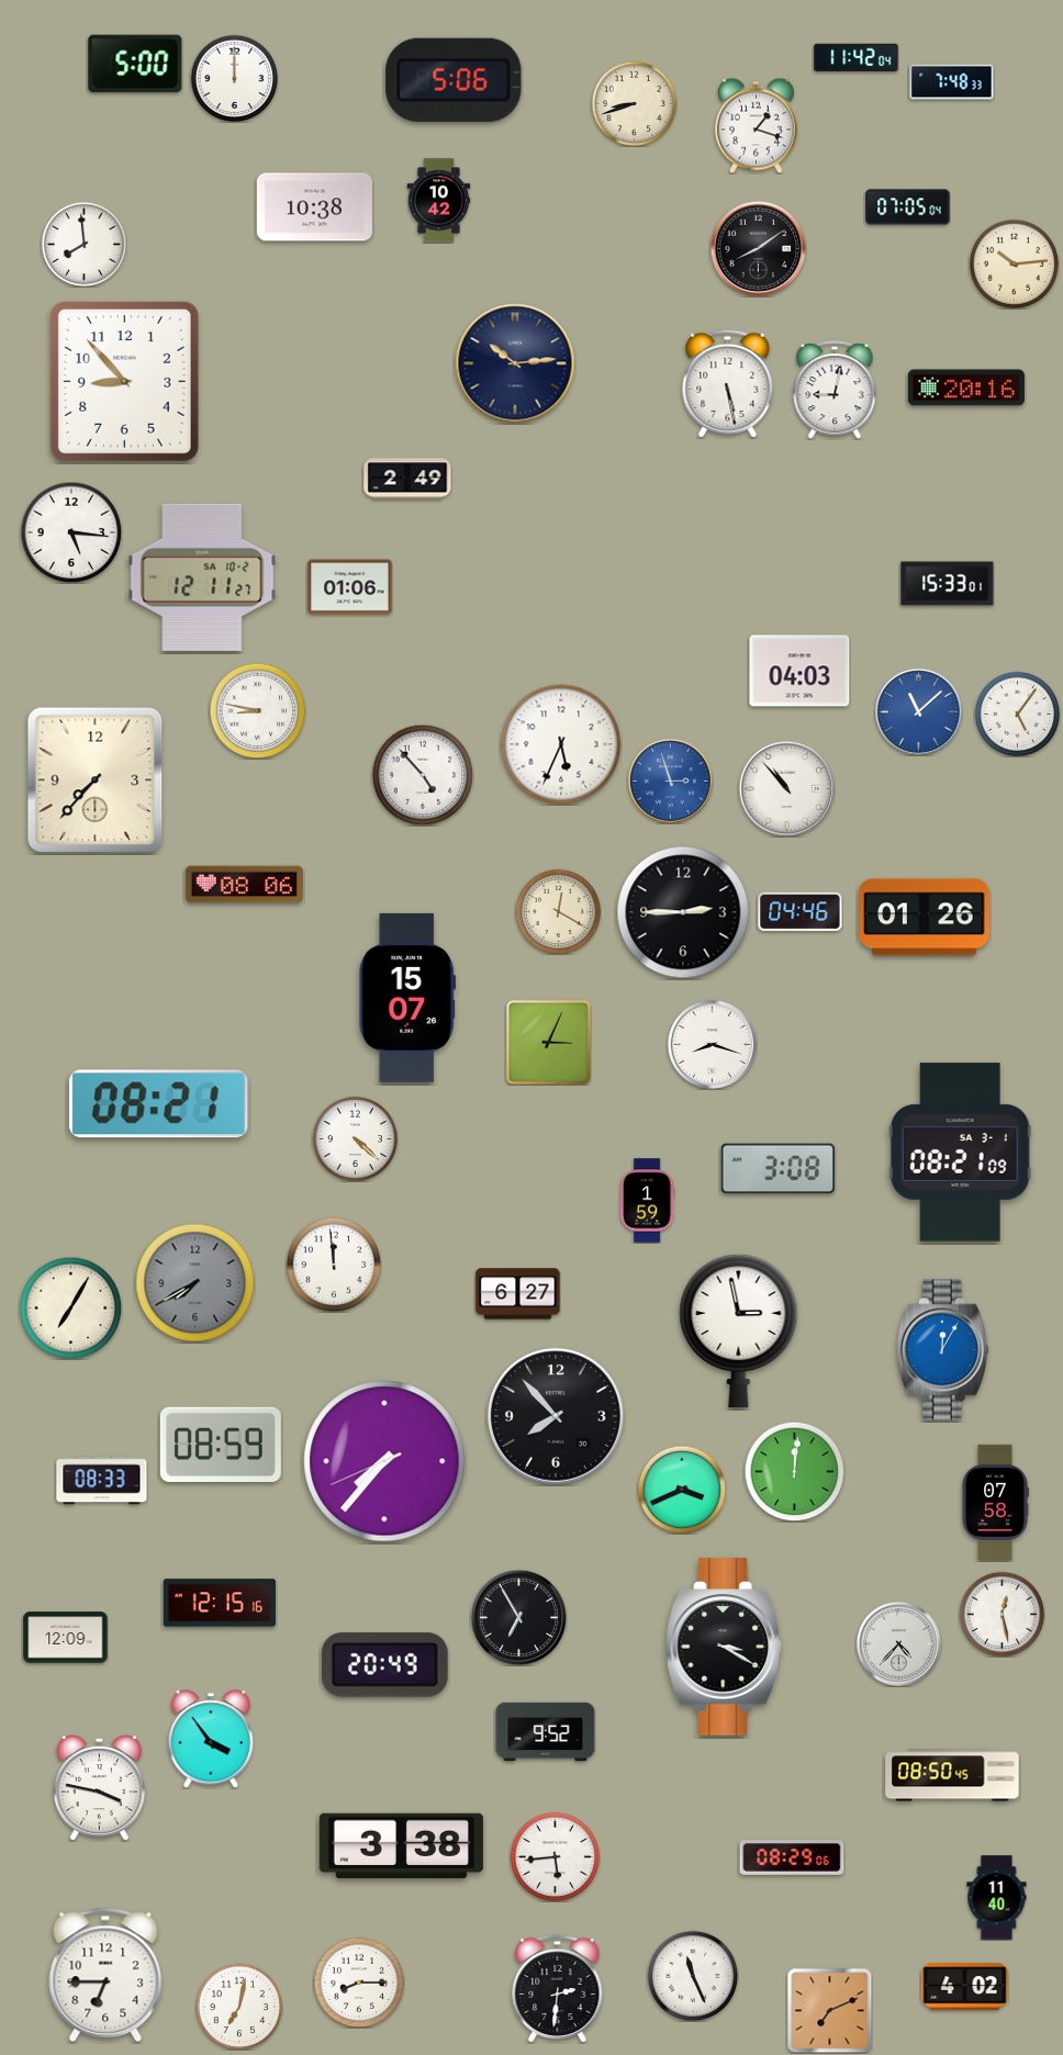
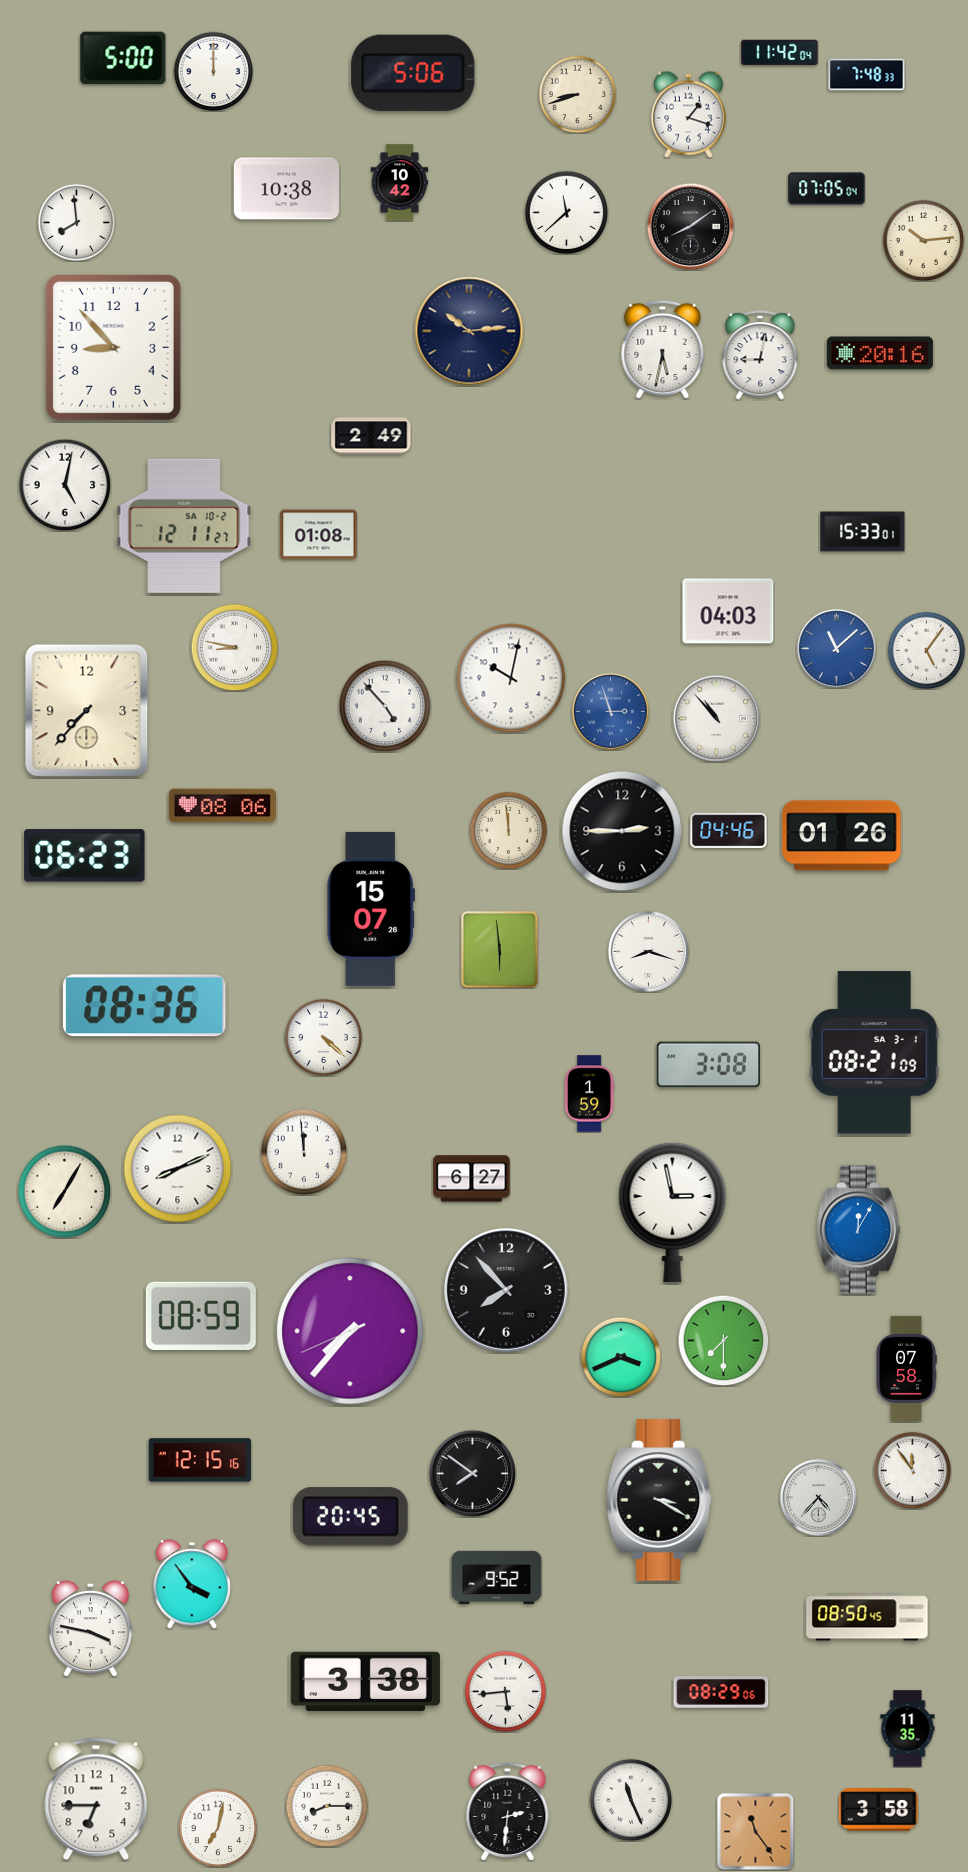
clock at (566, 212): none -> 11:38
clock at (728, 383): 5:28 -> 5:32
clock at (71, 532): 5:16 -> 5:02
clock at (350, 587): 01:06 -> 01:08
clock at (561, 744): 5:34 -> 10:02
clock at (558, 911): 12:20 -> 11:59
clock at (85, 856): none -> 06:23
clock at (549, 1043): 3:04 -> 5:59
clock at (159, 1104): 08:21 -> 08:36
clock at (960, 1153) position: (960, 1153) -> (874, 1053)
clock at (195, 1283): 7:40 -> 8:11
clock at (195, 1283) dial: grey -> white
clock at (794, 1471): 12:01 -> 7:30
clock at (102, 1481): 08:33 -> none
clock at (1002, 1614): 12:28 -> 11:54
clock at (518, 1617): 6:55 -> 7:51
clock at (66, 1638): 12:09 -> none
clock at (384, 1665): 20:49 -> 20:45
clock at (997, 1898): 11:40 -> 11:35
clock at (965, 1987): 4:02 -> 3:58
clock at (829, 2010): 7:11 -> 11:24
